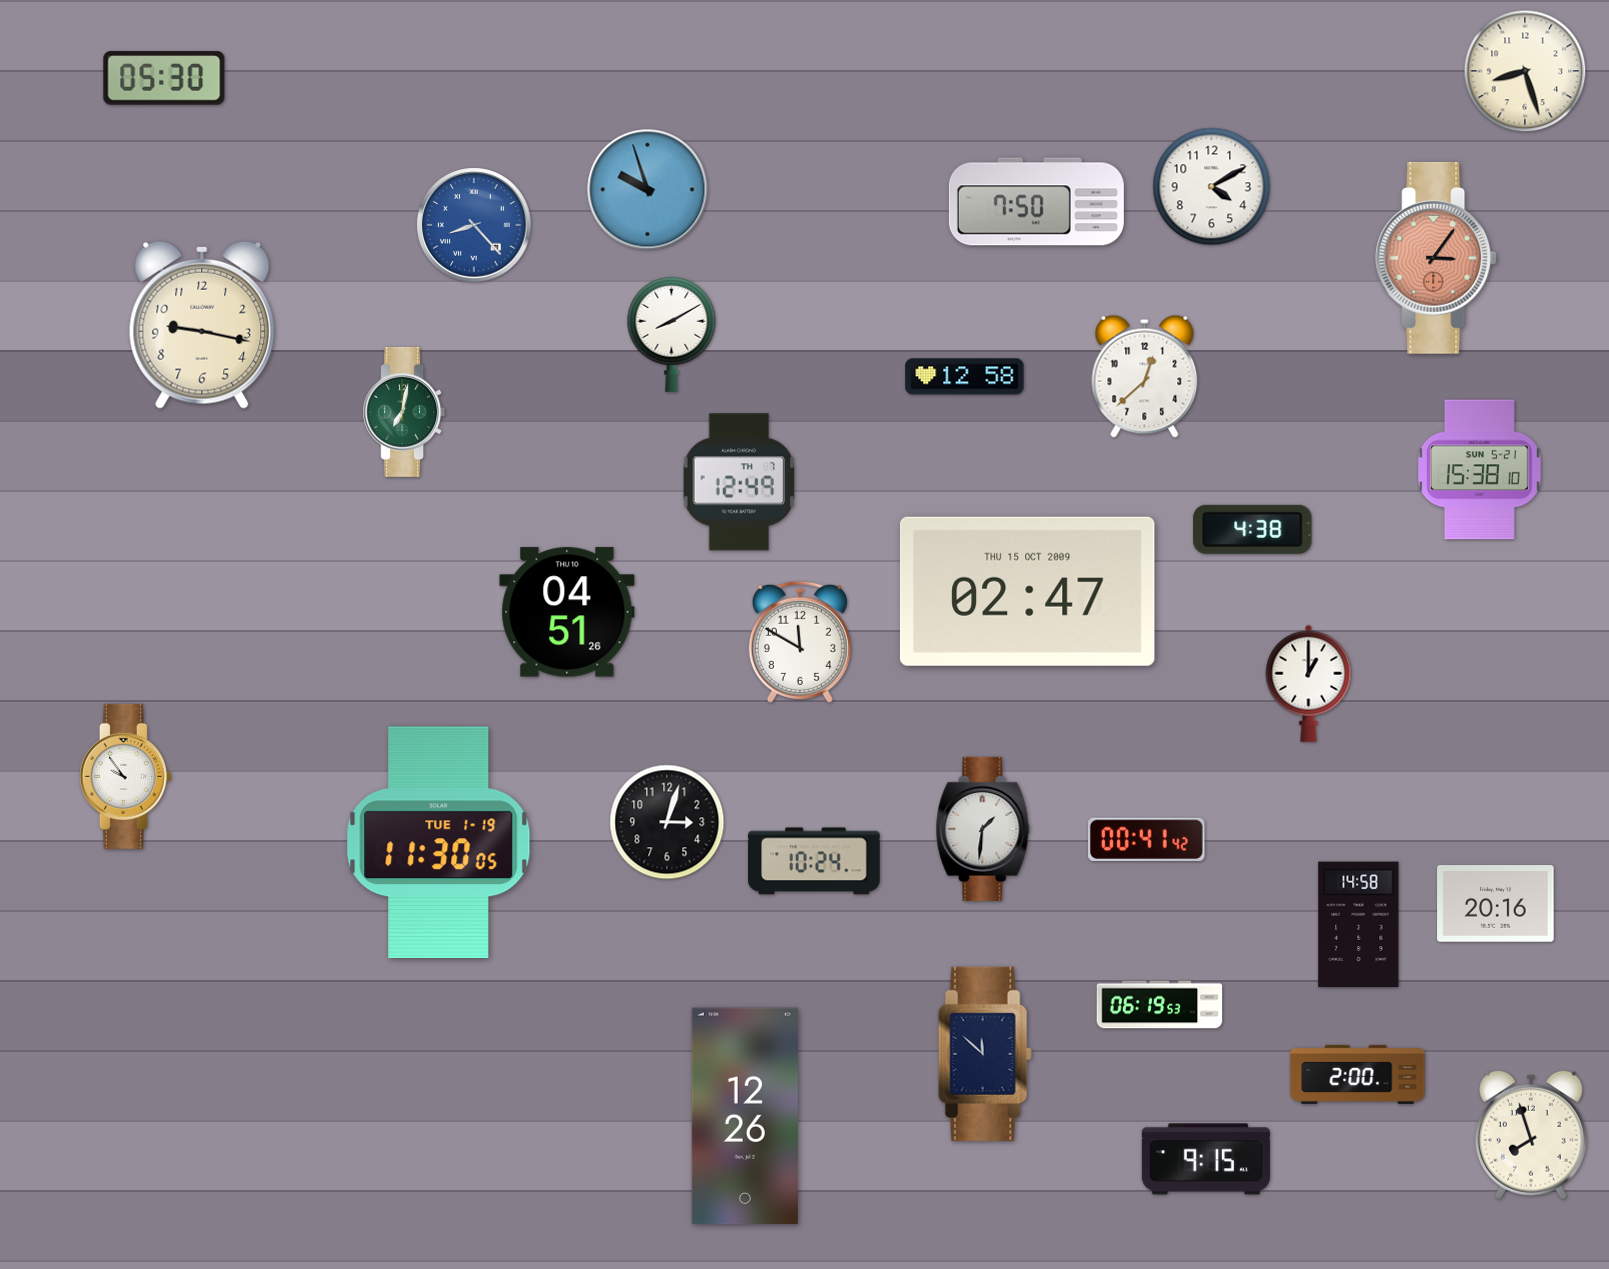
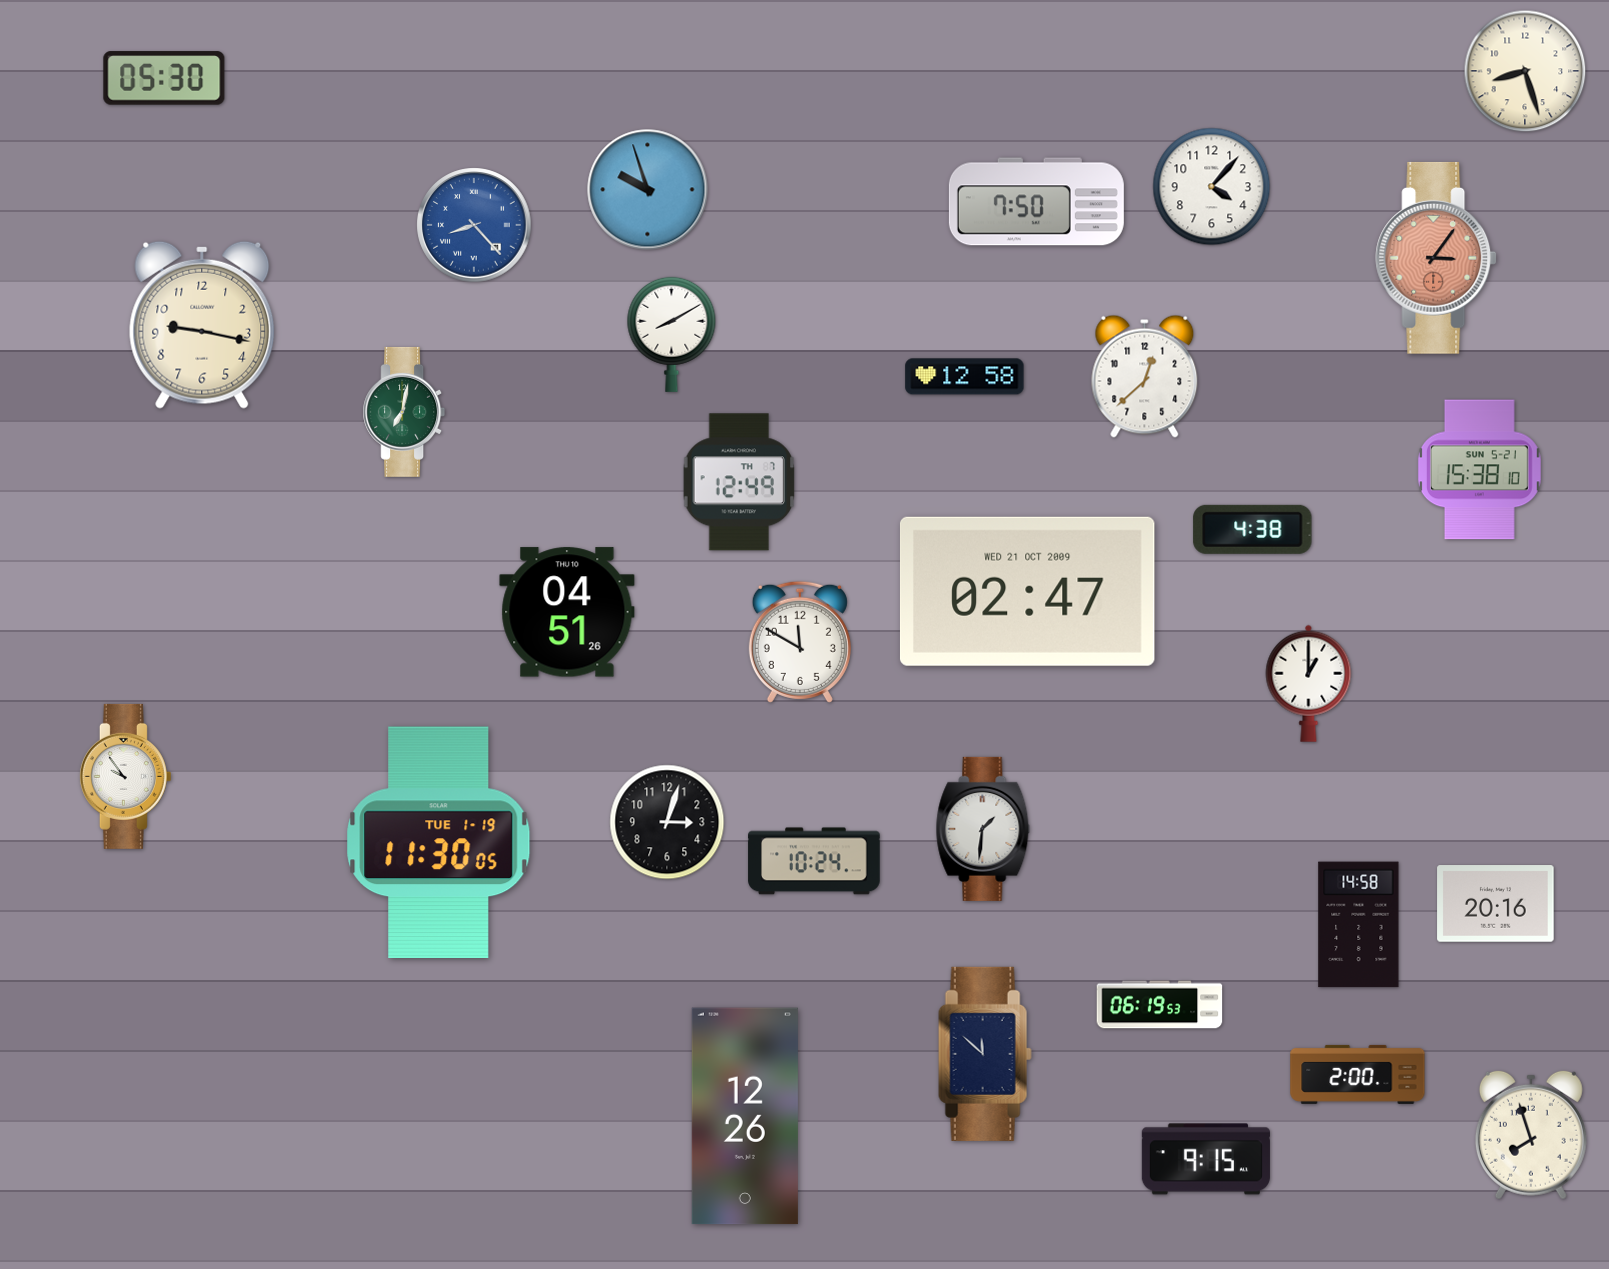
clock at (1212, 187): 4:10 -> 4:07
clock at (1027, 591) date: THU 15 OCT 2009 -> WED 21 OCT 2009
clock at (1147, 839): 00:41 -> none
